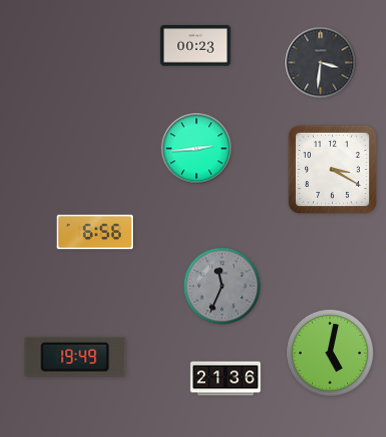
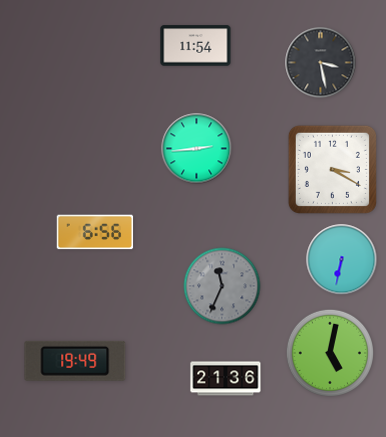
clock at (196, 46): 00:23 -> 11:54
clock at (321, 63): 3:31 -> 3:28
clock at (342, 260): none -> 6:32
clock at (75, 357) position: (75, 357) -> (75, 361)
